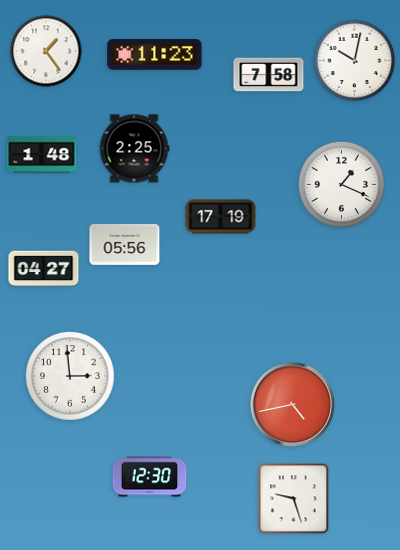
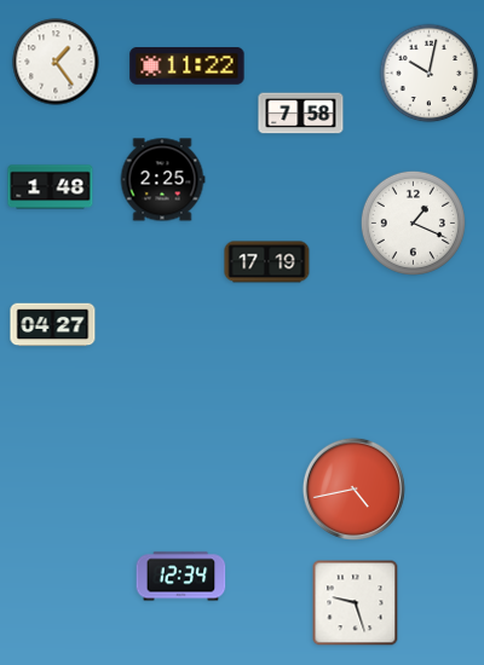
clock at (155, 55): 11:23 -> 11:22
clock at (269, 75) position: (269, 75) -> (301, 114)
clock at (125, 245): 05:56 -> none
clock at (70, 376): 2:59 -> none
clock at (150, 477): 12:30 -> 12:34
